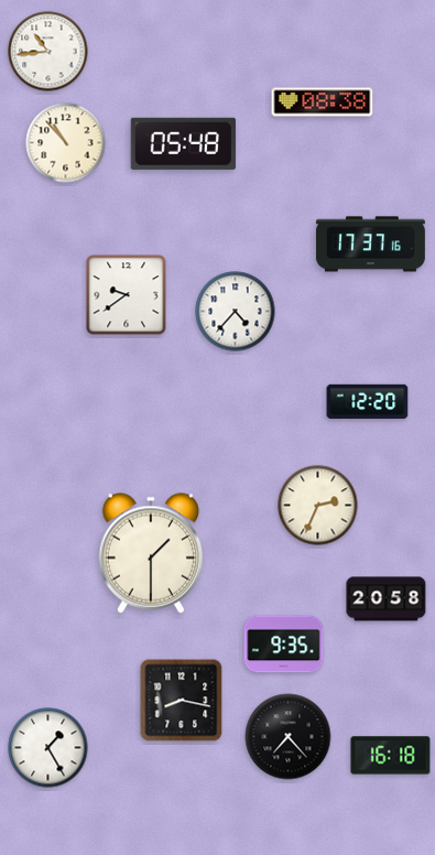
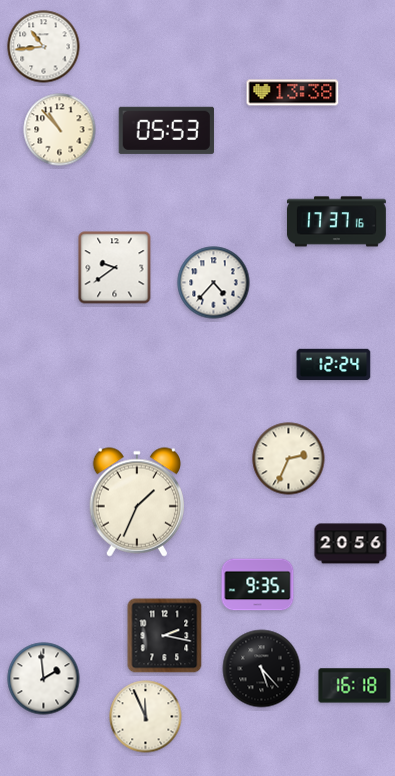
clock at (323, 102): 08:38 -> 13:38
clock at (183, 143): 05:48 -> 05:53
clock at (368, 402): 12:20 -> 12:24
clock at (150, 553): 1:30 -> 1:34
clock at (387, 599): 20:58 -> 20:56
clock at (182, 701): 8:17 -> 2:17
clock at (289, 737): 7:23 -> 5:23
clock at (48, 748): 1:25 -> 1:59
clock at (146, 717): none -> 11:56
